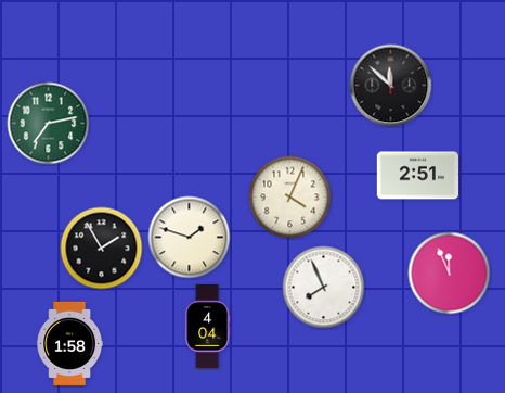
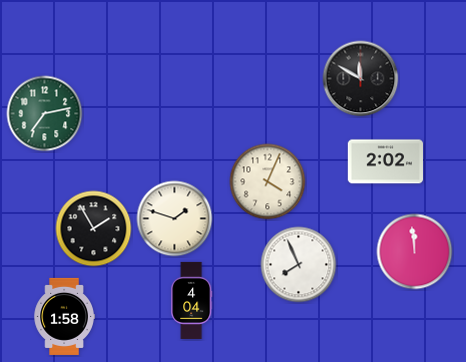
clock at (391, 86): 11:52 -> 11:50
clock at (417, 176): 2:51 -> 2:02
clock at (450, 274): 11:56 -> 11:59
